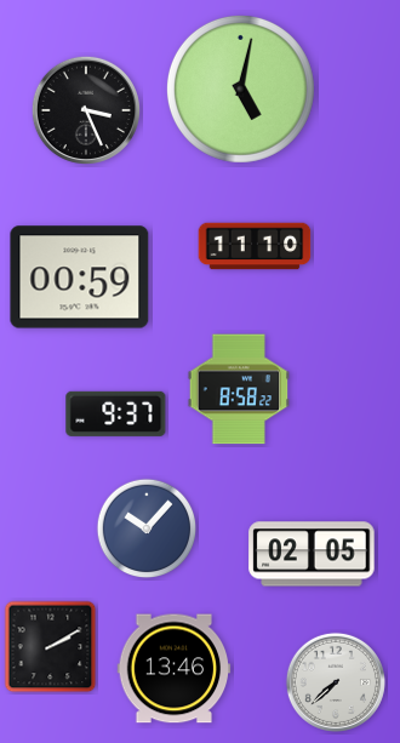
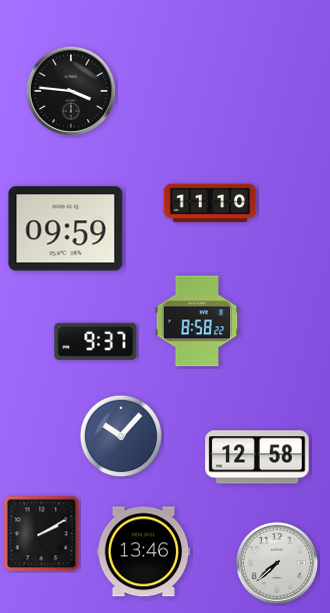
clock at (240, 88): 5:02 -> none
clock at (85, 109): 3:26 -> 3:46
clock at (80, 278): 00:59 -> 09:59
clock at (312, 554): 02:05 -> 12:58
